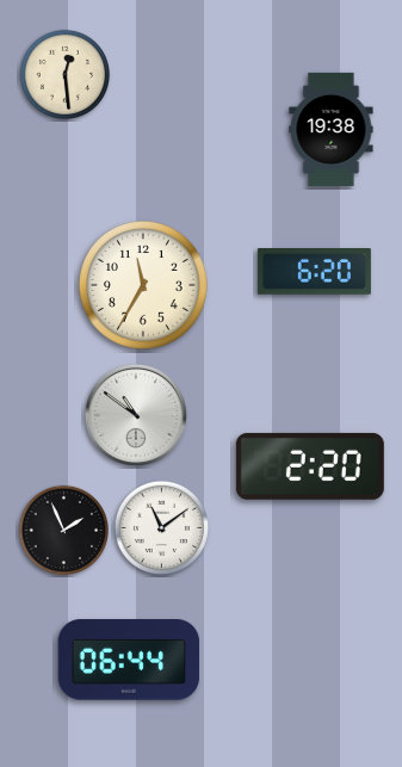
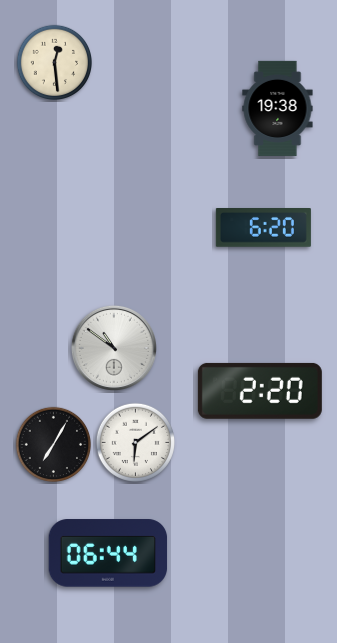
clock at (143, 285): 11:35 -> none
clock at (161, 527): 11:09 -> 6:09
clock at (64, 531): 1:56 -> 7:05
